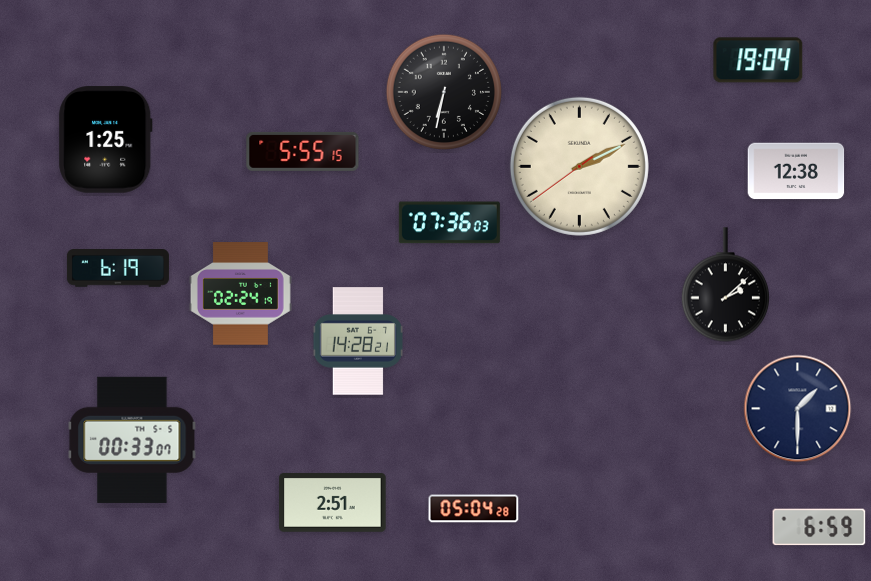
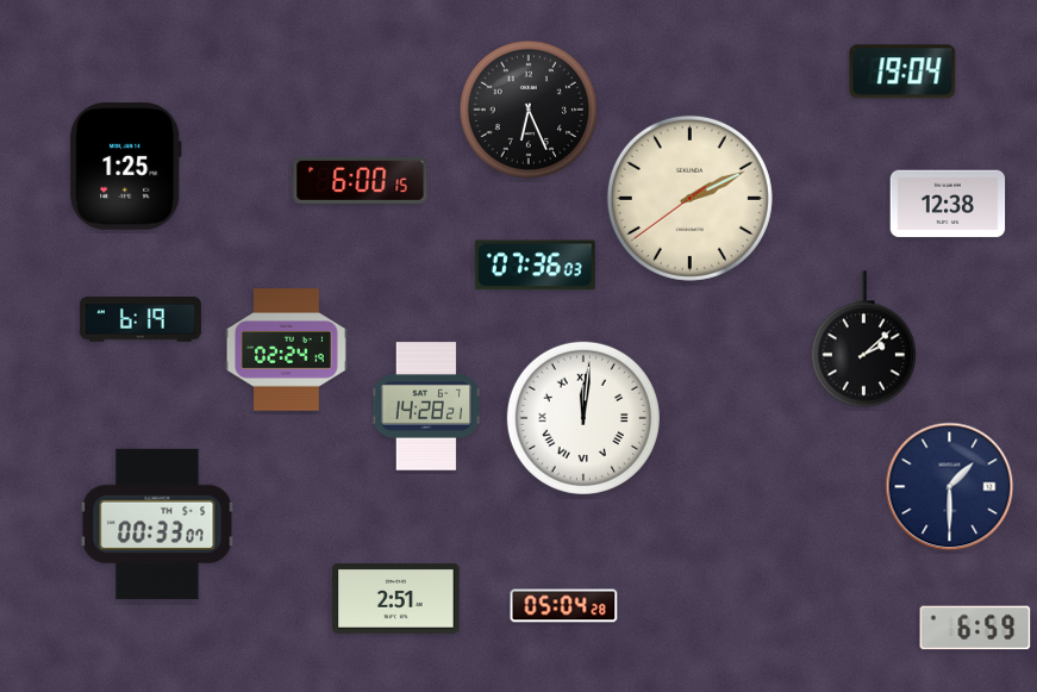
clock at (444, 92): 6:32 -> 6:26
clock at (303, 151): 5:55 -> 6:00
clock at (583, 418): none -> 12:01
